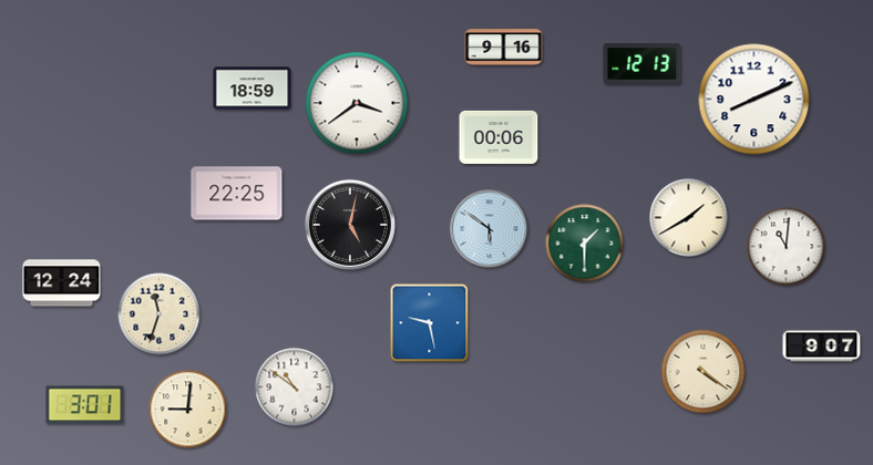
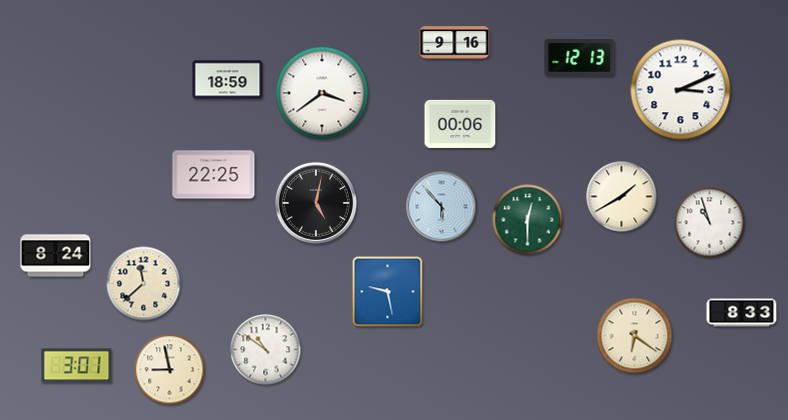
clock at (754, 100): 8:11 -> 3:11
clock at (499, 137) position: (499, 137) -> (460, 124)
clock at (490, 229): 5:51 -> 5:53
clock at (585, 244): 1:30 -> 12:30
clock at (787, 247): 11:01 -> 10:57
clock at (62, 283): 12:24 -> 8:24
clock at (160, 314): 11:33 -> 11:38
clock at (822, 347): 9:07 -> 8:33
clock at (703, 372): 4:21 -> 6:21
clock at (188, 410): 9:01 -> 8:58
